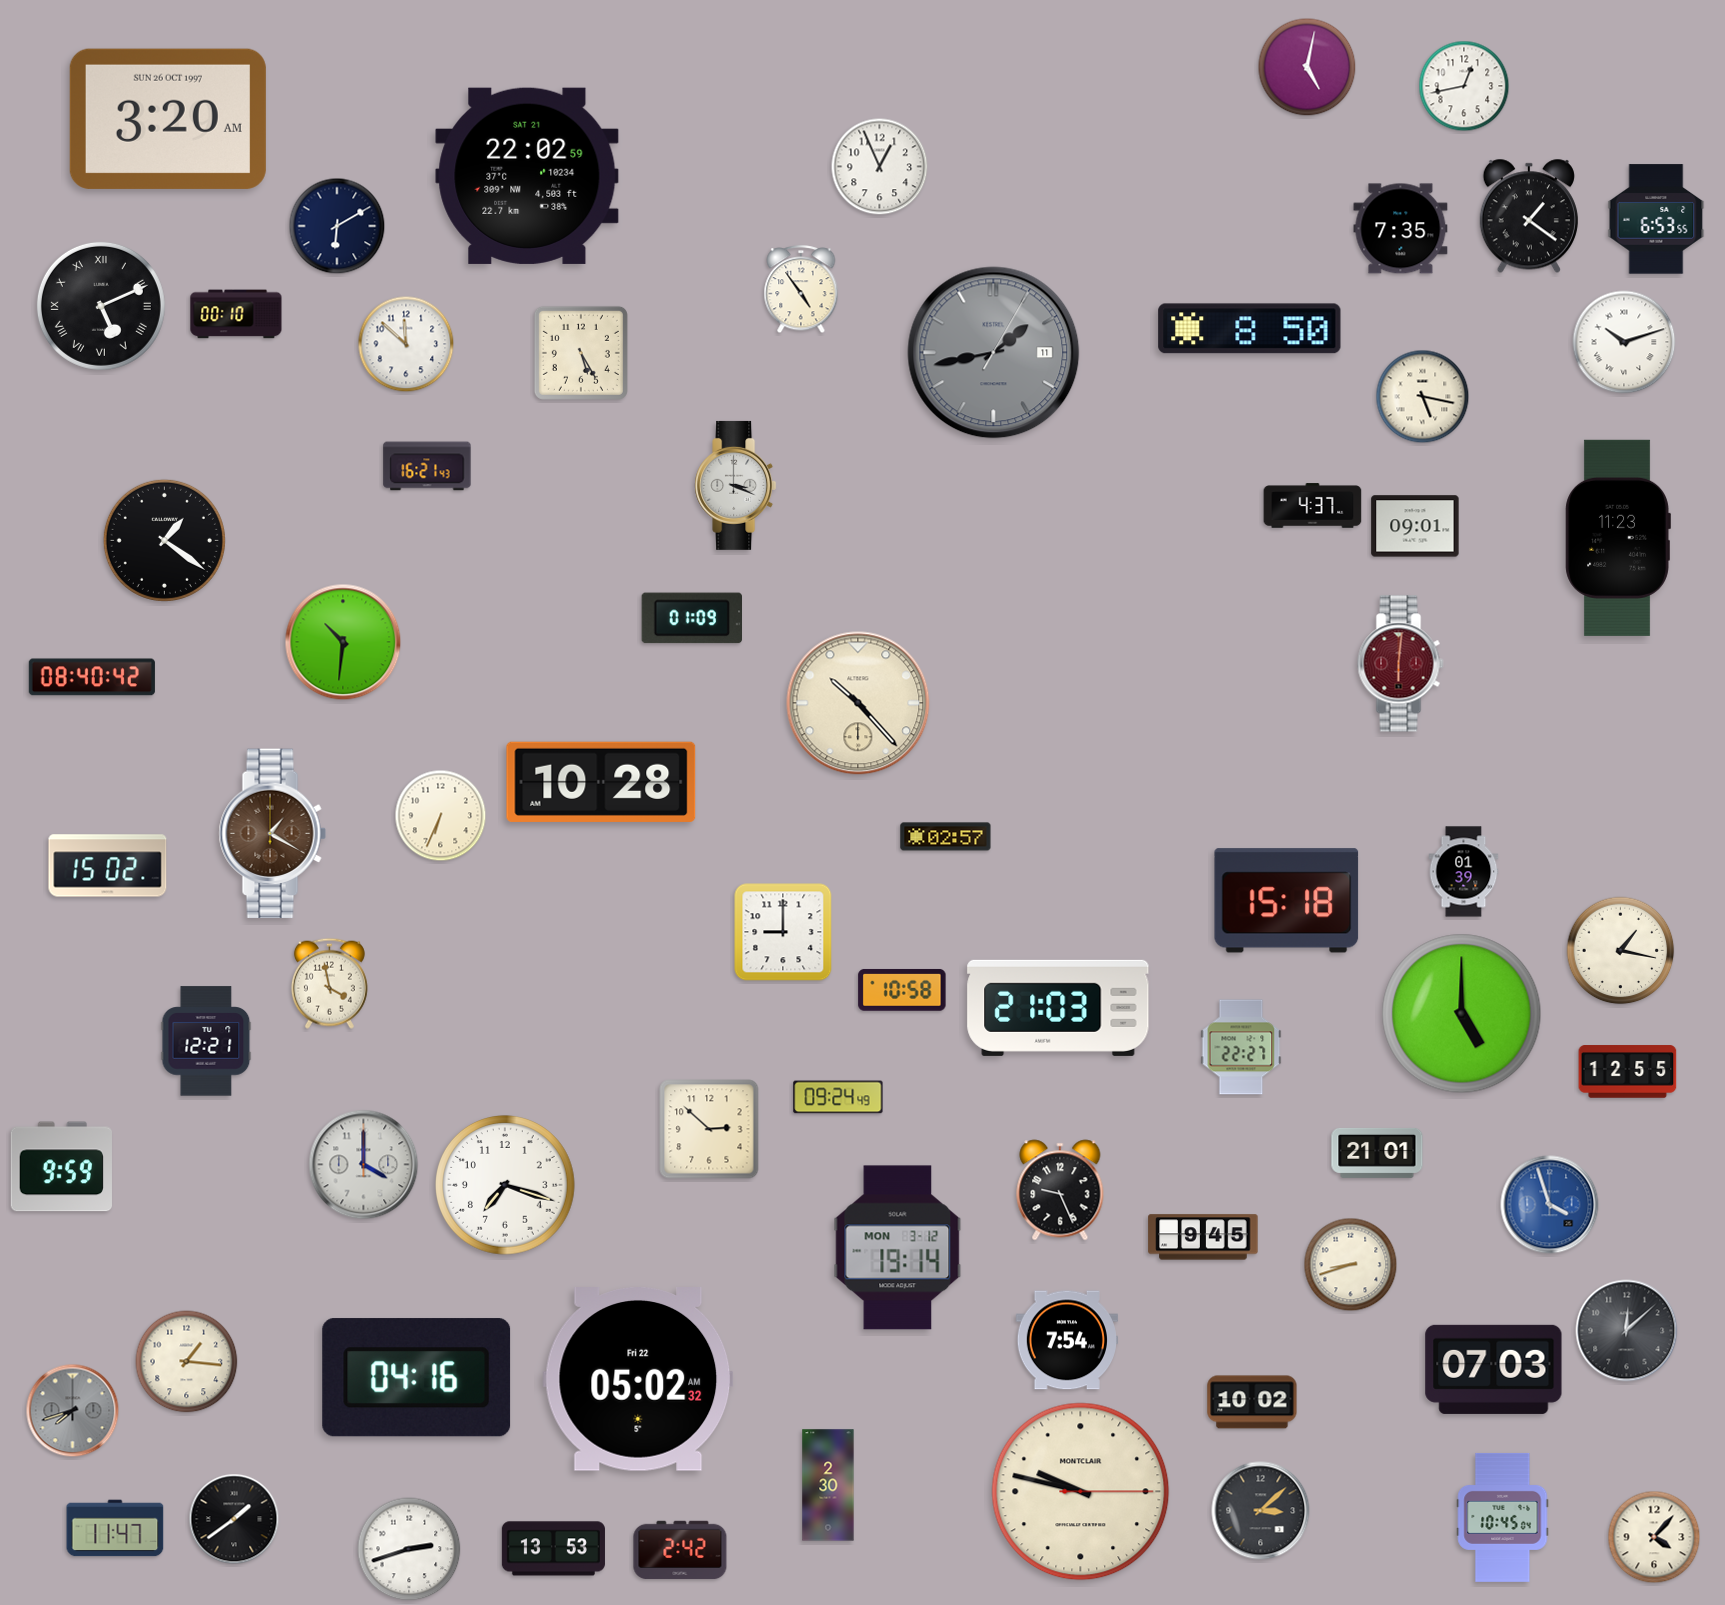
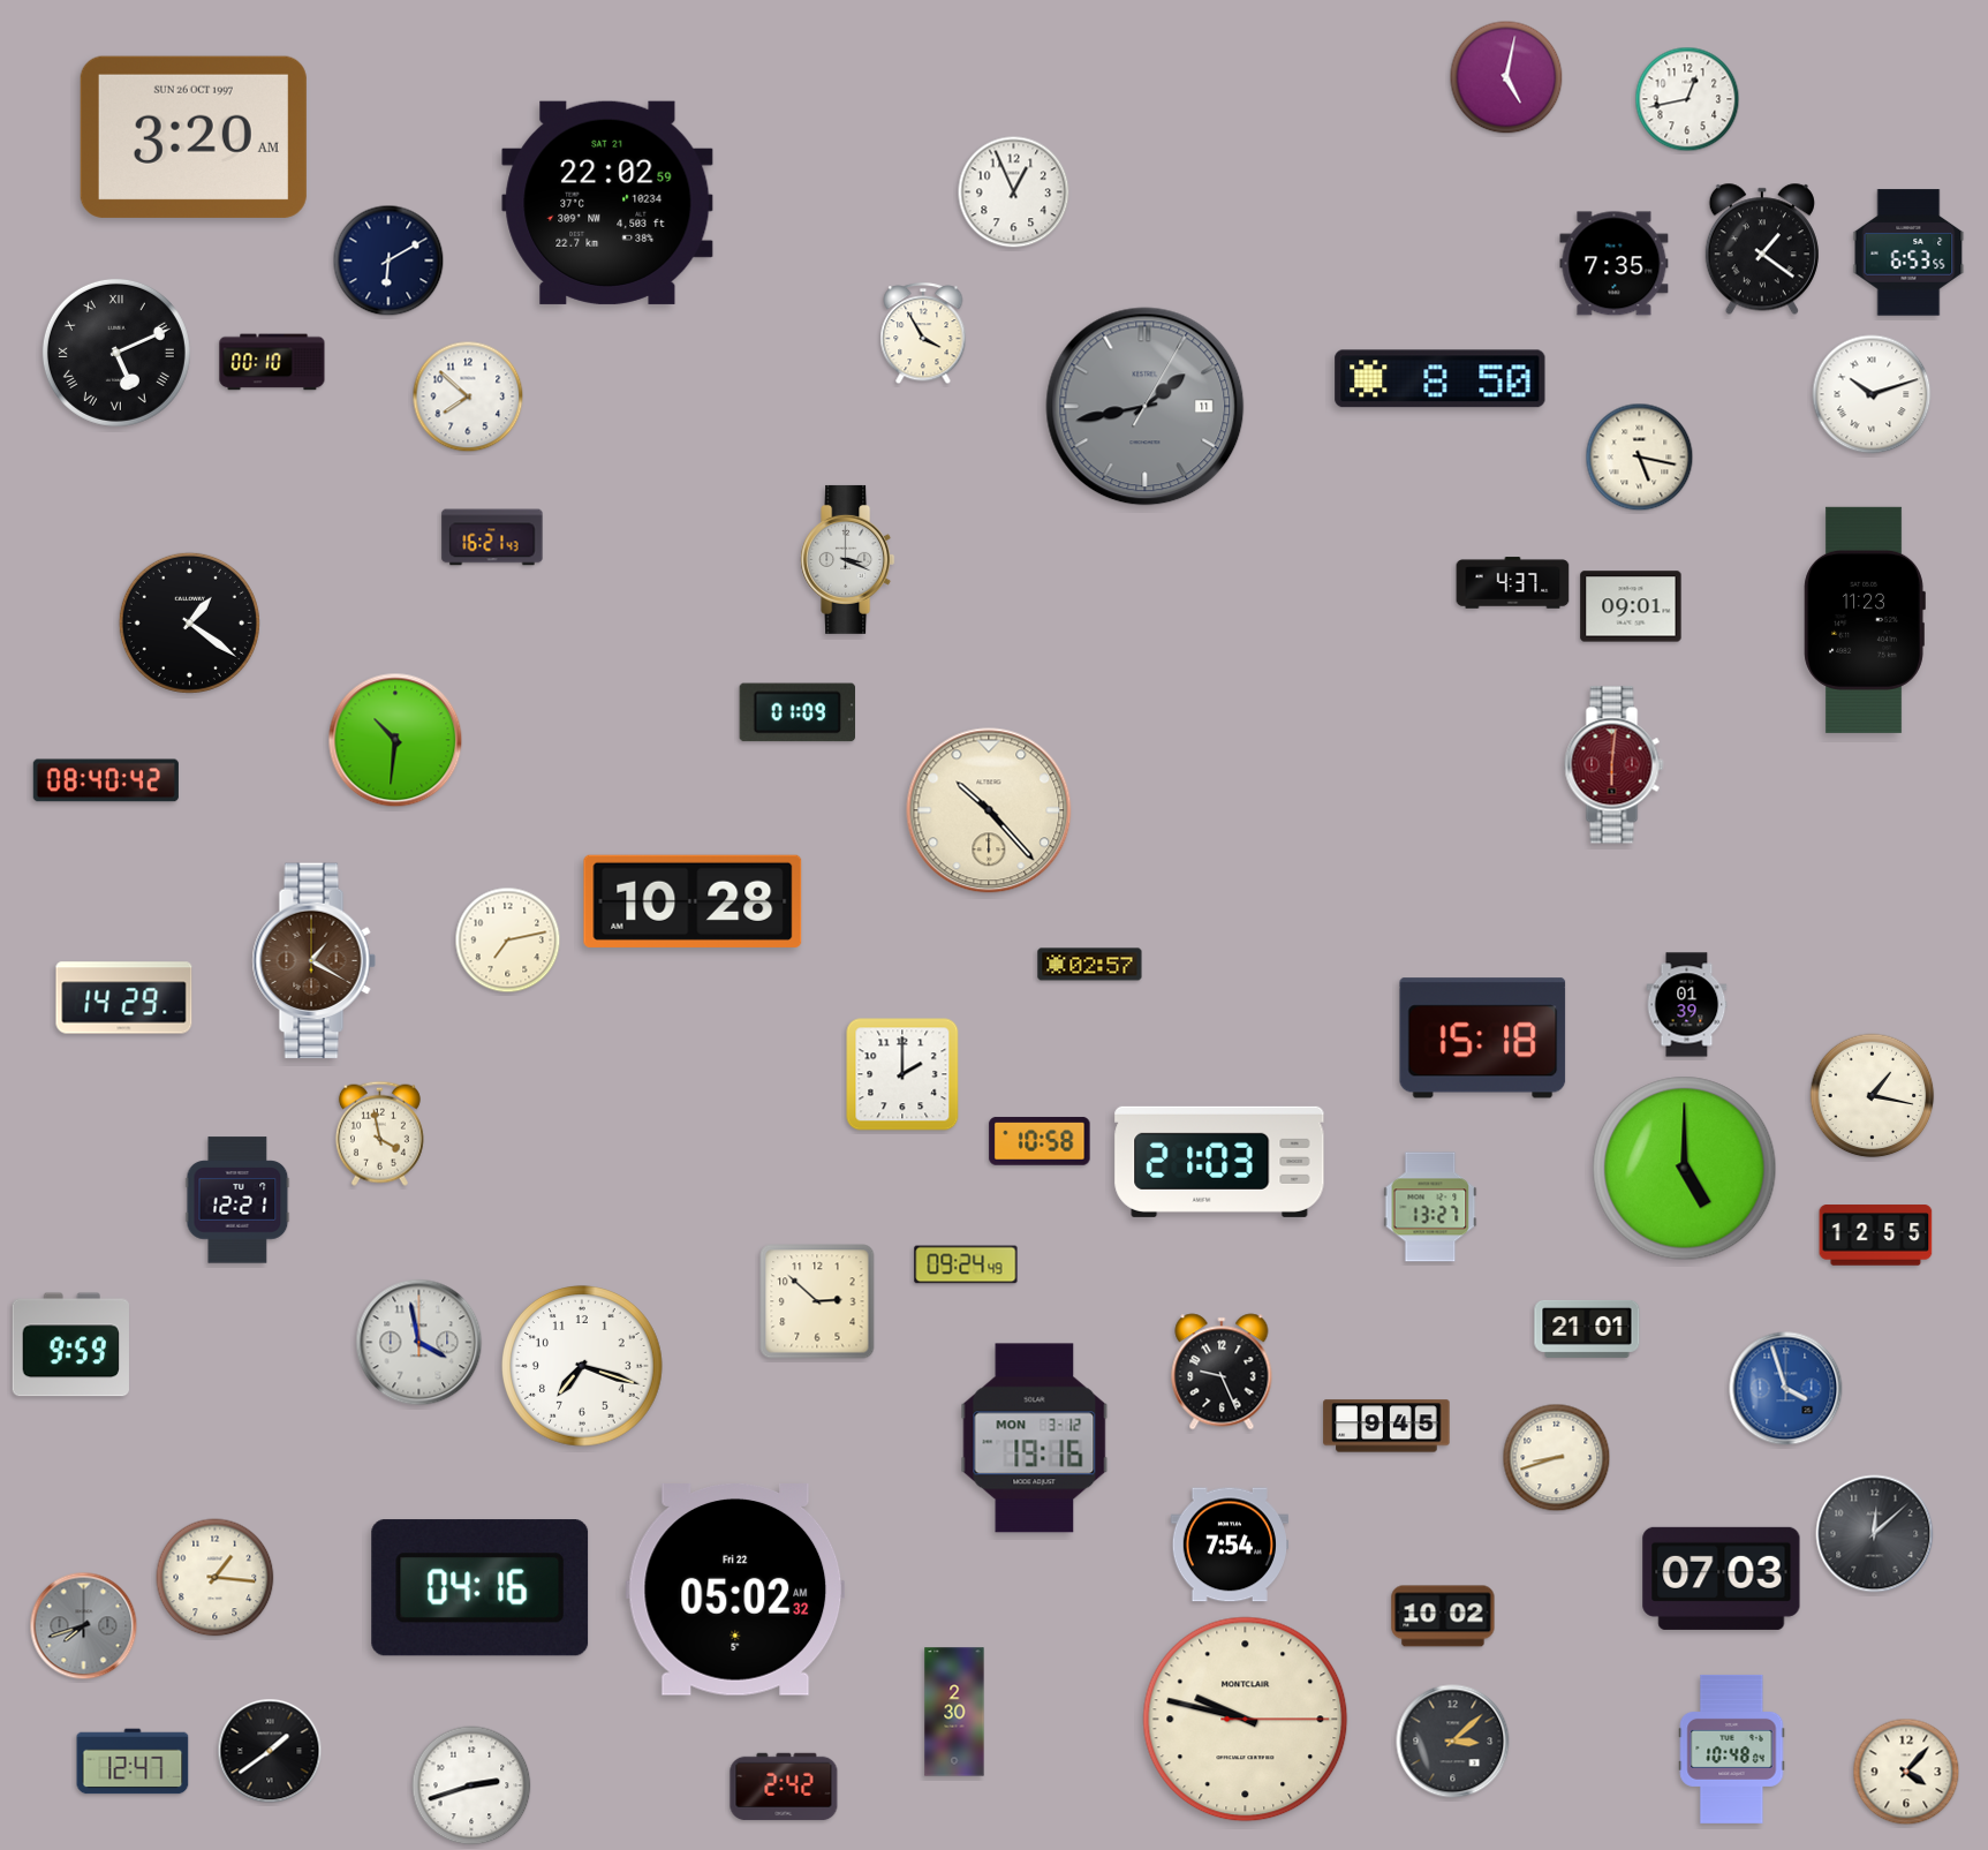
clock at (801, 290): 4:54 -> 3:55
clock at (406, 344): 11:52 -> 7:52
clock at (581, 353): 5:25 -> none
clock at (441, 816): 6:34 -> 7:13
clock at (108, 866): 15:02 -> 14:29
clock at (783, 932): 9:00 -> 2:00
clock at (1621, 951) position: (1621, 951) -> (1873, 1096)
clock at (1241, 1047): 22:27 -> 13:27
clock at (364, 1165): 4:00 -> 3:58
clock at (898, 1248): 19:14 -> 19:16
clock at (187, 1362) position: (187, 1362) -> (216, 1578)
clock at (1503, 1517): 10:45 -> 10:48
clock at (115, 1528): 11:47 -> 12:47
clock at (553, 1549): 13:53 -> none
